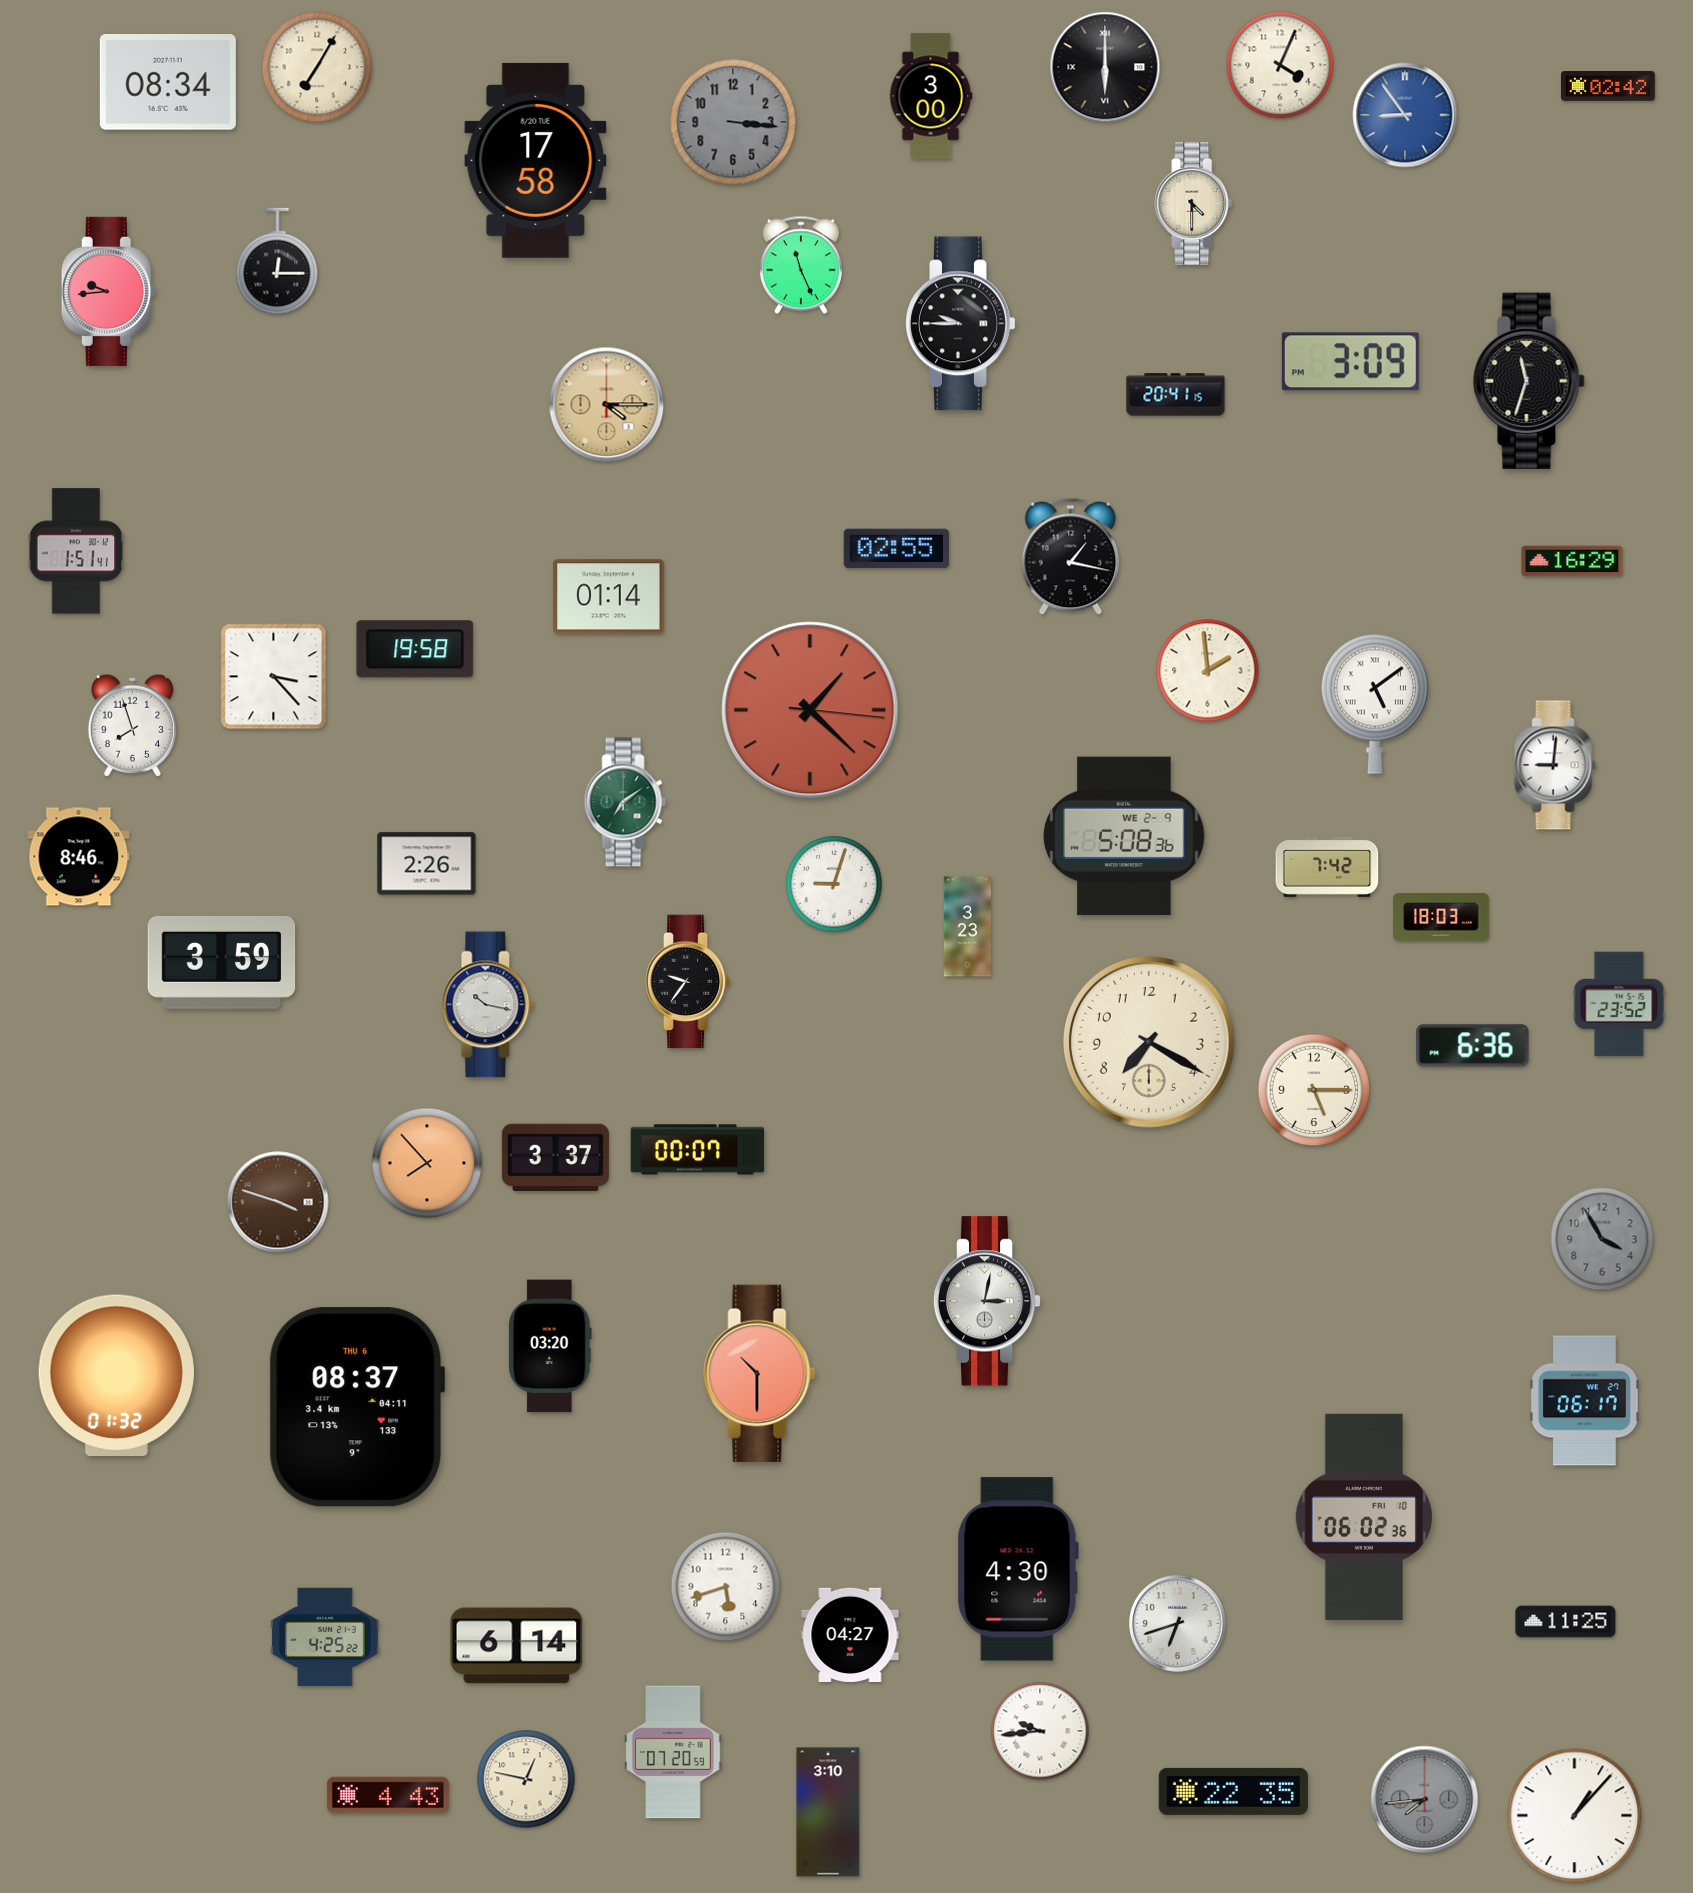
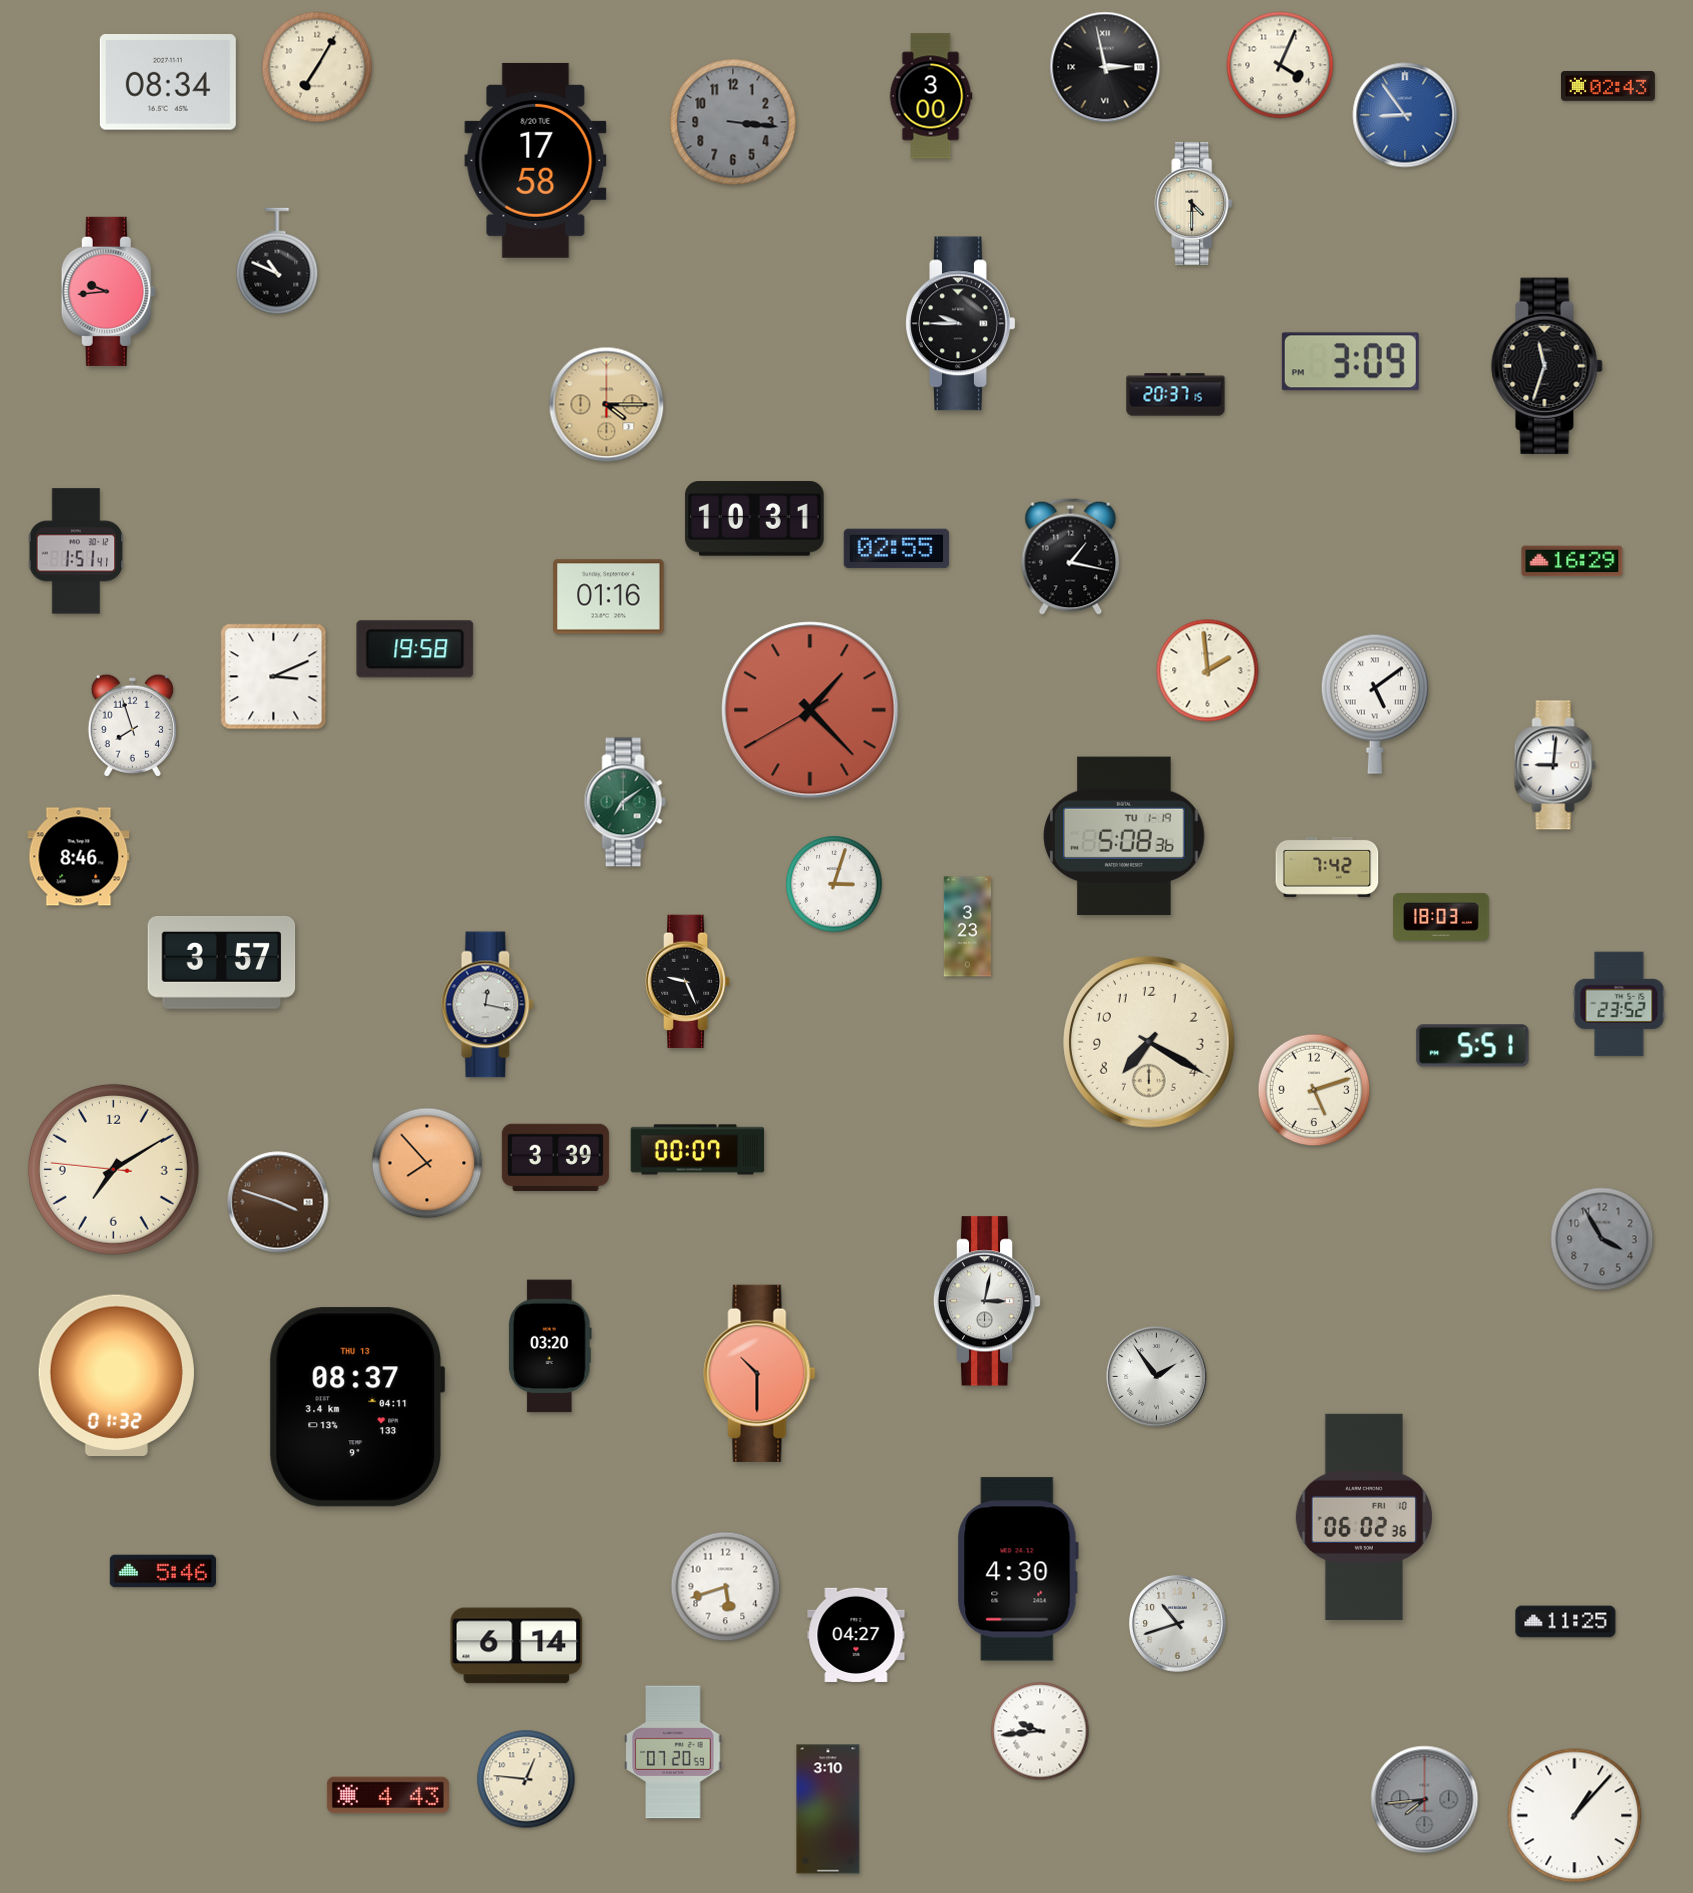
clock at (1105, 67): 6:00 -> 2:58
clock at (1608, 87): 02:42 -> 02:43
clock at (277, 261): 12:15 -> 10:49
clock at (801, 265): 11:26 -> none
clock at (1529, 381) position: (1529, 381) -> (1547, 366)
clock at (1176, 395): 20:41 -> 20:37
clock at (755, 519): none -> 10:31
clock at (609, 597): 01:14 -> 01:16
clock at (274, 677): 3:23 -> 3:11
clock at (810, 710): 1:22:16 -> 1:22:40
clock at (1124, 836) date: WE 2-9 -> TU 1-19
clock at (427, 864): 2:26 -> none
clock at (834, 884): 9:03 -> 3:03
clock at (222, 963): 3:59 -> 3:57
clock at (688, 982): 9:36 -> 9:26
clock at (488, 1005): 10:17 -> 12:17
clock at (1473, 1046): 6:36 -> 5:51
clock at (1314, 1090): 5:15 -> 5:12
clock at (555, 1157): 3:37 -> 3:39
clock at (113, 1169): none -> 7:09
clock at (1157, 1377): none -> 1:54
clock at (1585, 1401): 06:17 -> none
clock at (357, 1407) date: THU 6 -> THU 13
clock at (163, 1571): none -> 5:46
clock at (1178, 1624): 6:42 -> 10:42
clock at (850, 1635) position: (850, 1635) -> (856, 1635)
clock at (325, 1637): 4:25 -> none
clock at (526, 1779): 12:47 -> 12:46
clock at (1233, 1791): 22:35 -> none
clock at (828, 1812) position: (828, 1812) -> (828, 1809)
